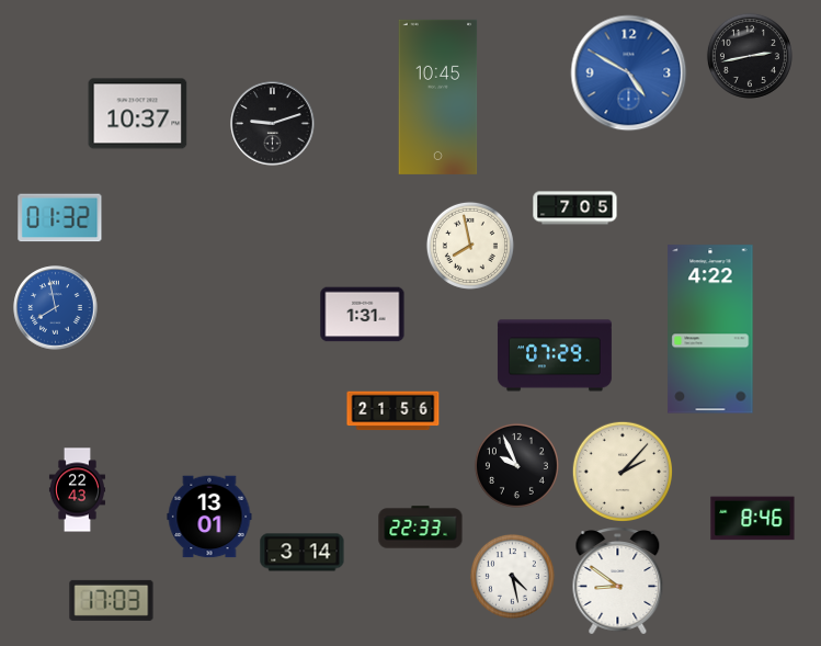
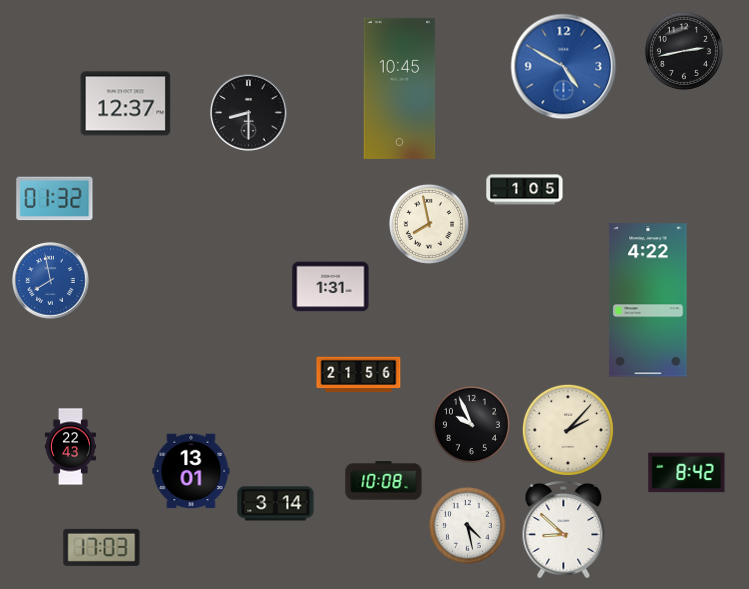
clock at (629, 73) position: (629, 73) -> (564, 67)
clock at (138, 114): 10:37 -> 12:37
clock at (273, 124): 9:12 -> 8:30
clock at (575, 208): 7:05 -> 1:05
clock at (555, 355): 07:29 -> none
clock at (753, 519): 8:46 -> 8:42
clock at (421, 528): 22:33 -> 10:08
clock at (618, 581): 8:51 -> 8:52
